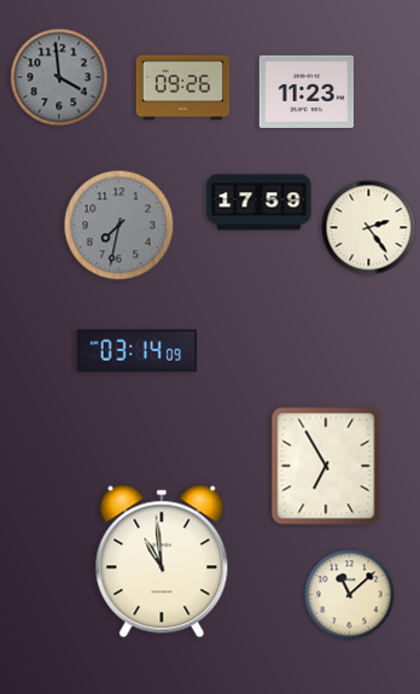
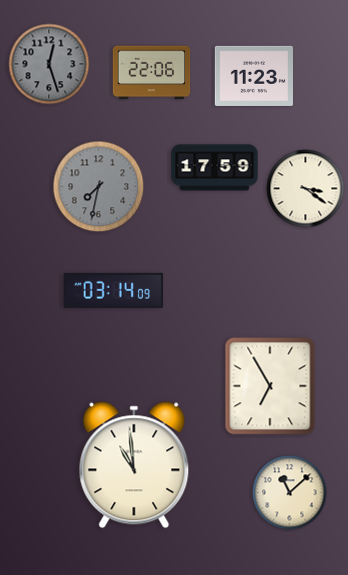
clock at (59, 77): 3:59 -> 12:27
clock at (183, 88): 09:26 -> 22:06
clock at (369, 228): 2:24 -> 3:21
